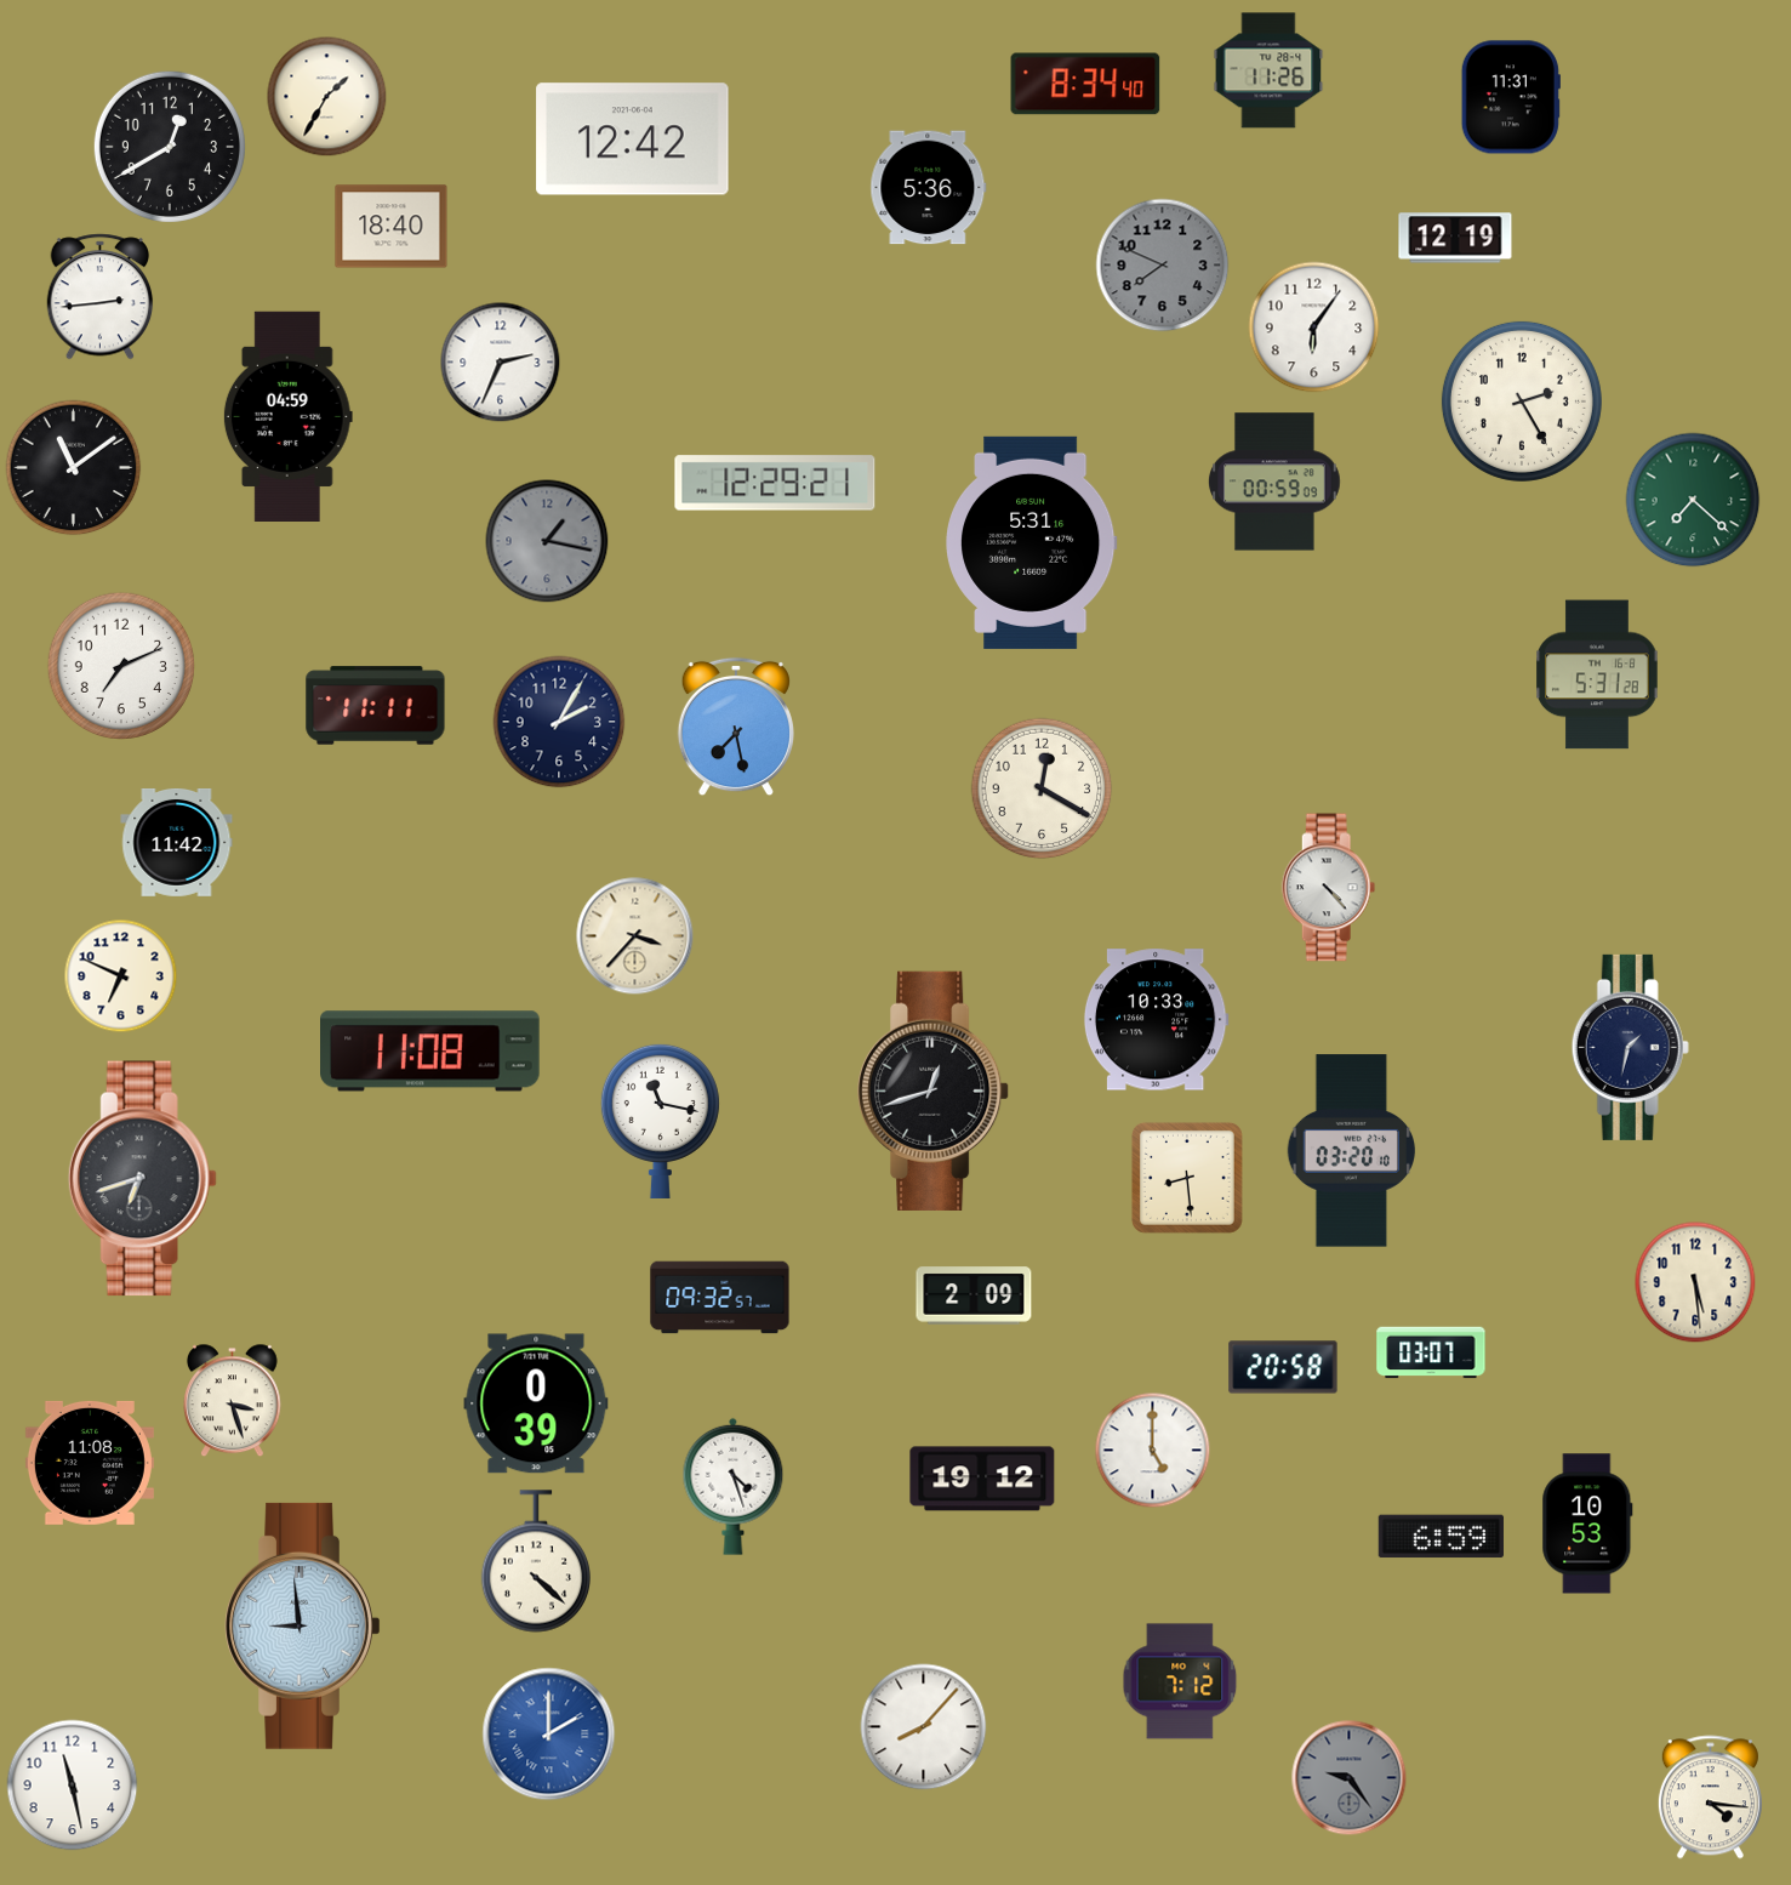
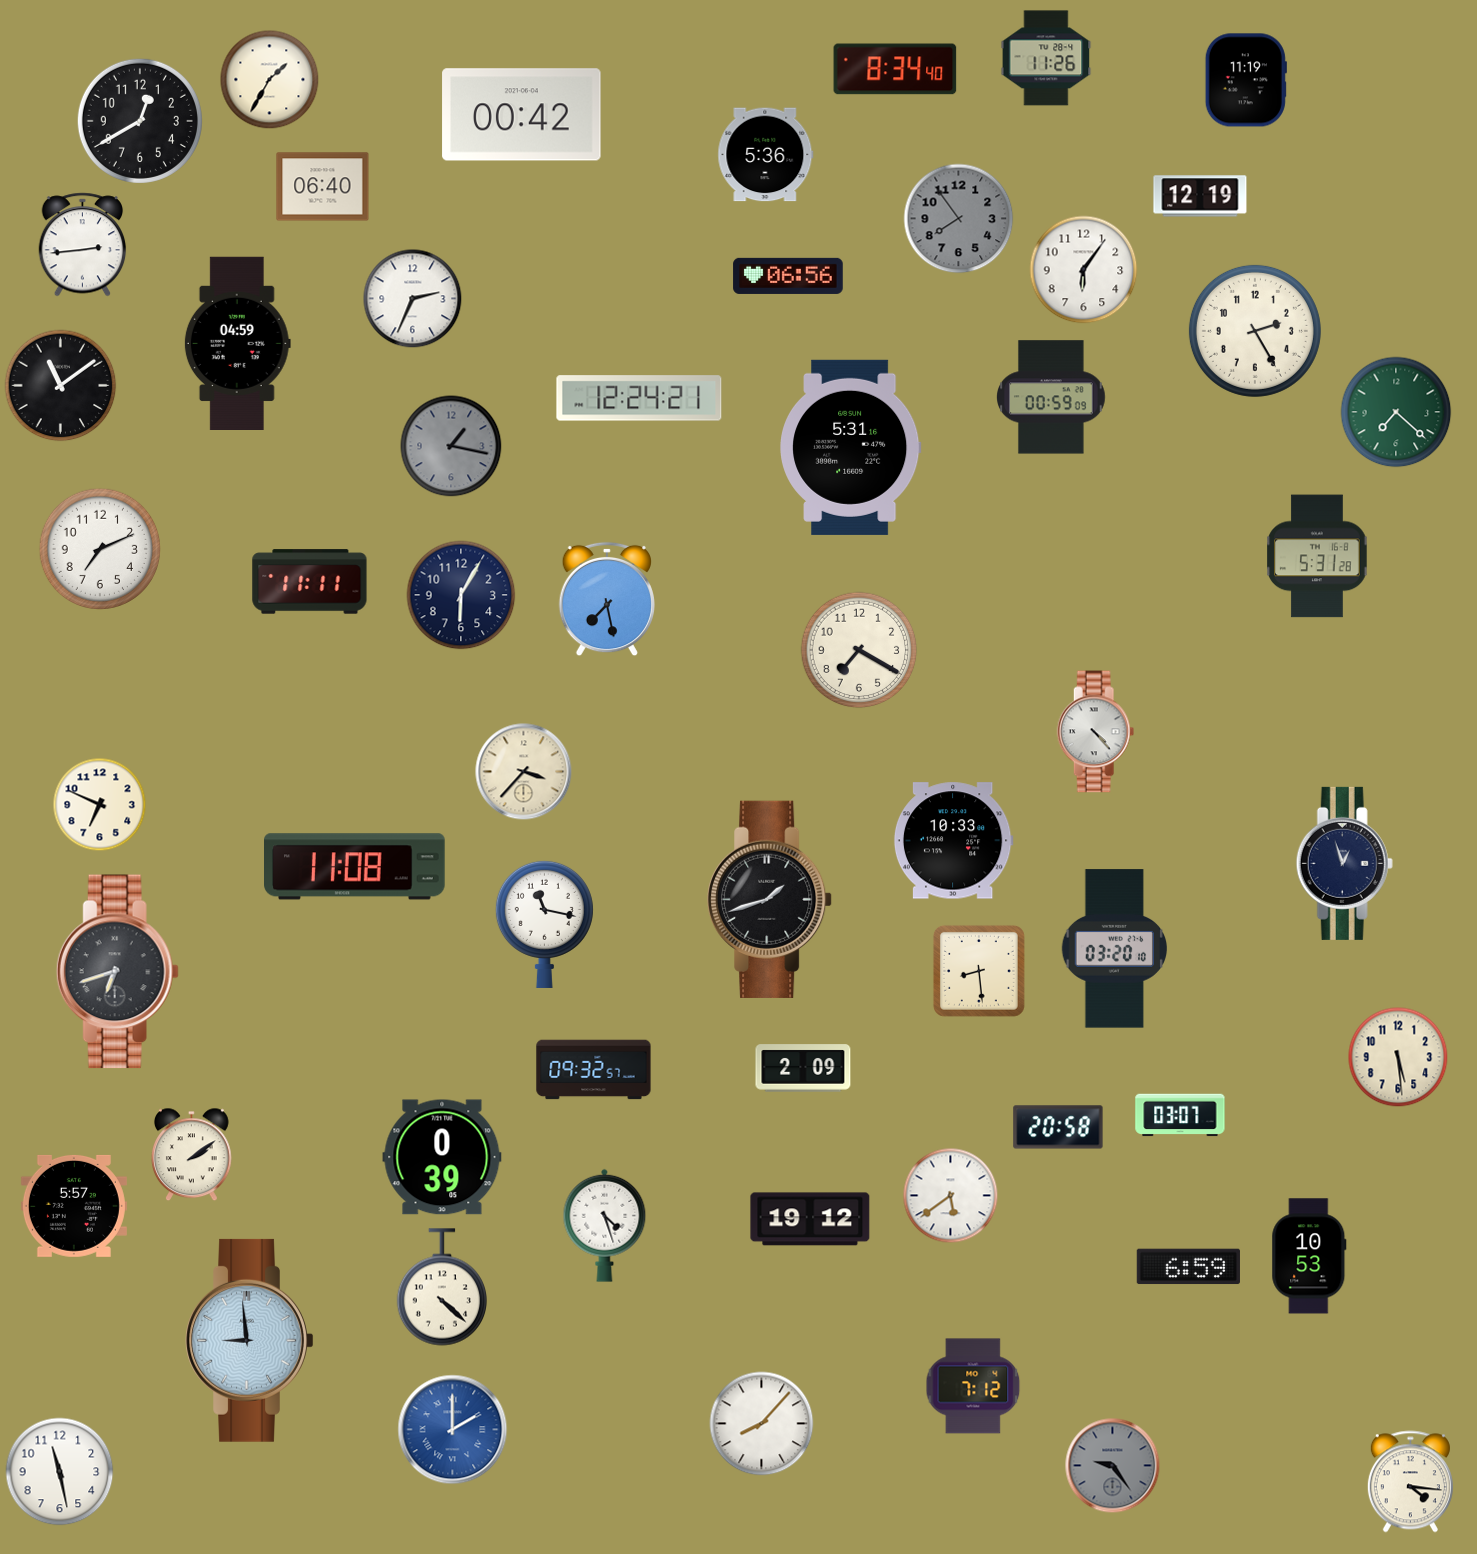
clock at (1511, 97): 11:31 -> 11:19
clock at (633, 139): 12:42 -> 00:42
clock at (392, 227): 18:40 -> 06:40
clock at (1163, 266): 7:49 -> 7:54
clock at (788, 276): none -> 06:56
clock at (775, 483): 12:29 -> 12:24
clock at (559, 722): 2:05 -> 6:05
clock at (1042, 788): 12:20 -> 7:20
clock at (177, 842): 11:42 -> none
clock at (1630, 1047): 1:32 -> 12:57
clock at (934, 1090): 12:42 -> 1:42
clock at (233, 1401): 3:27 -> 2:09
clock at (1153, 1451): 5:00 -> 5:39
clock at (90, 1463): 11:08 -> 5:57
